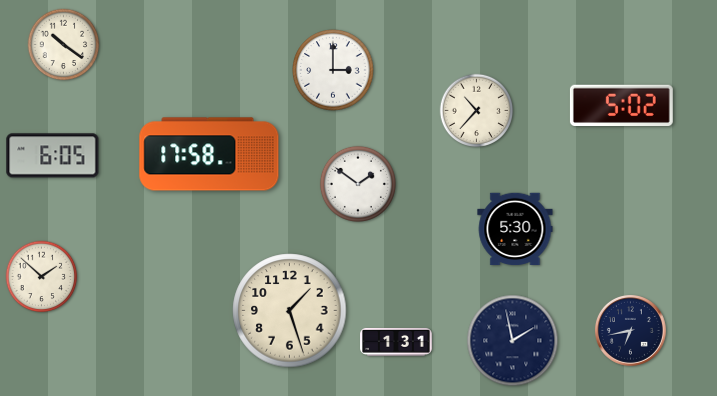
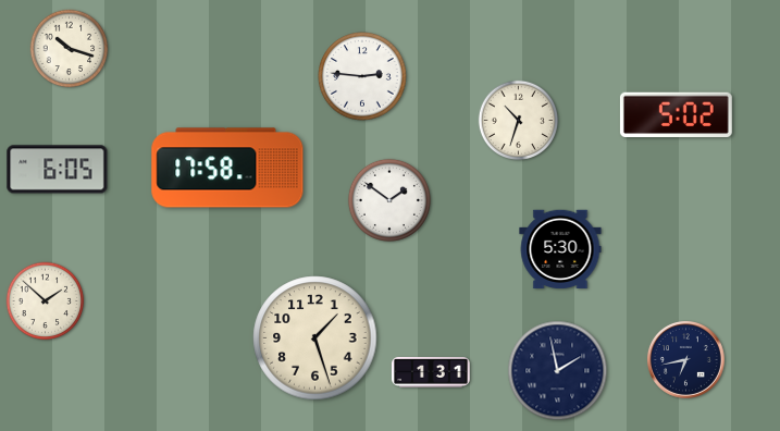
clock at (64, 45): 10:21 -> 10:18
clock at (333, 70): 3:00 -> 2:46
clock at (477, 111): 10:37 -> 10:33
